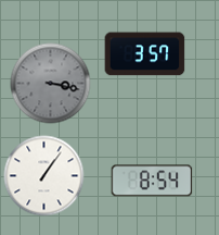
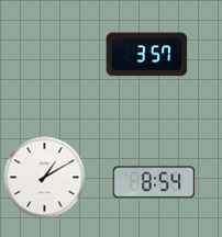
clock at (51, 84): 3:17 -> none
clock at (44, 176): 1:06 -> 1:10
